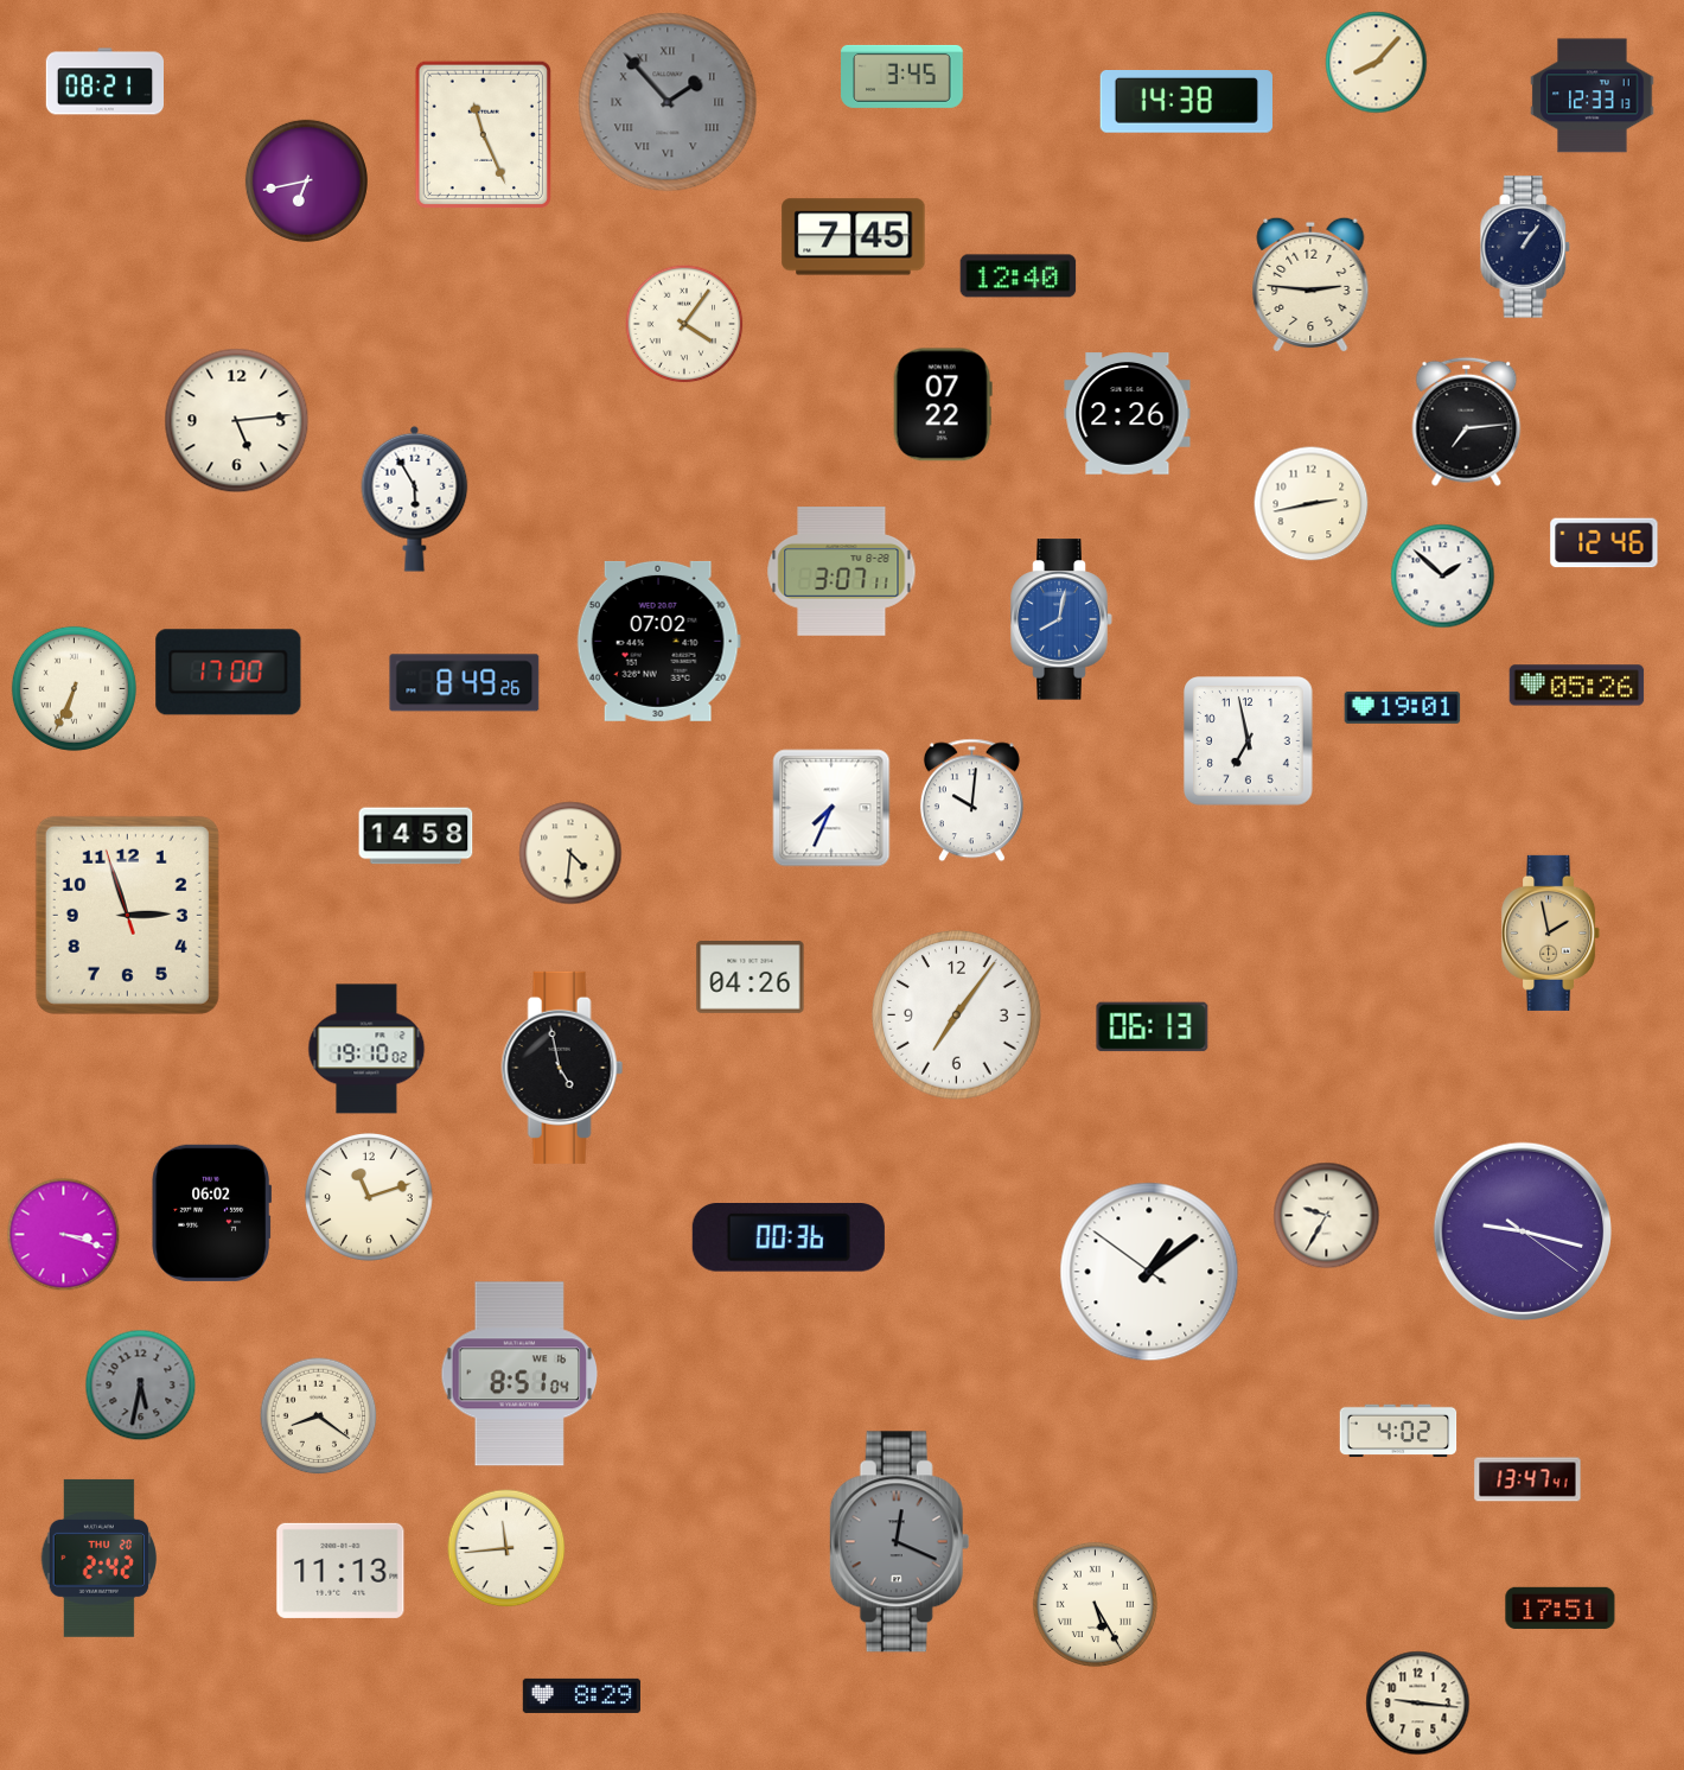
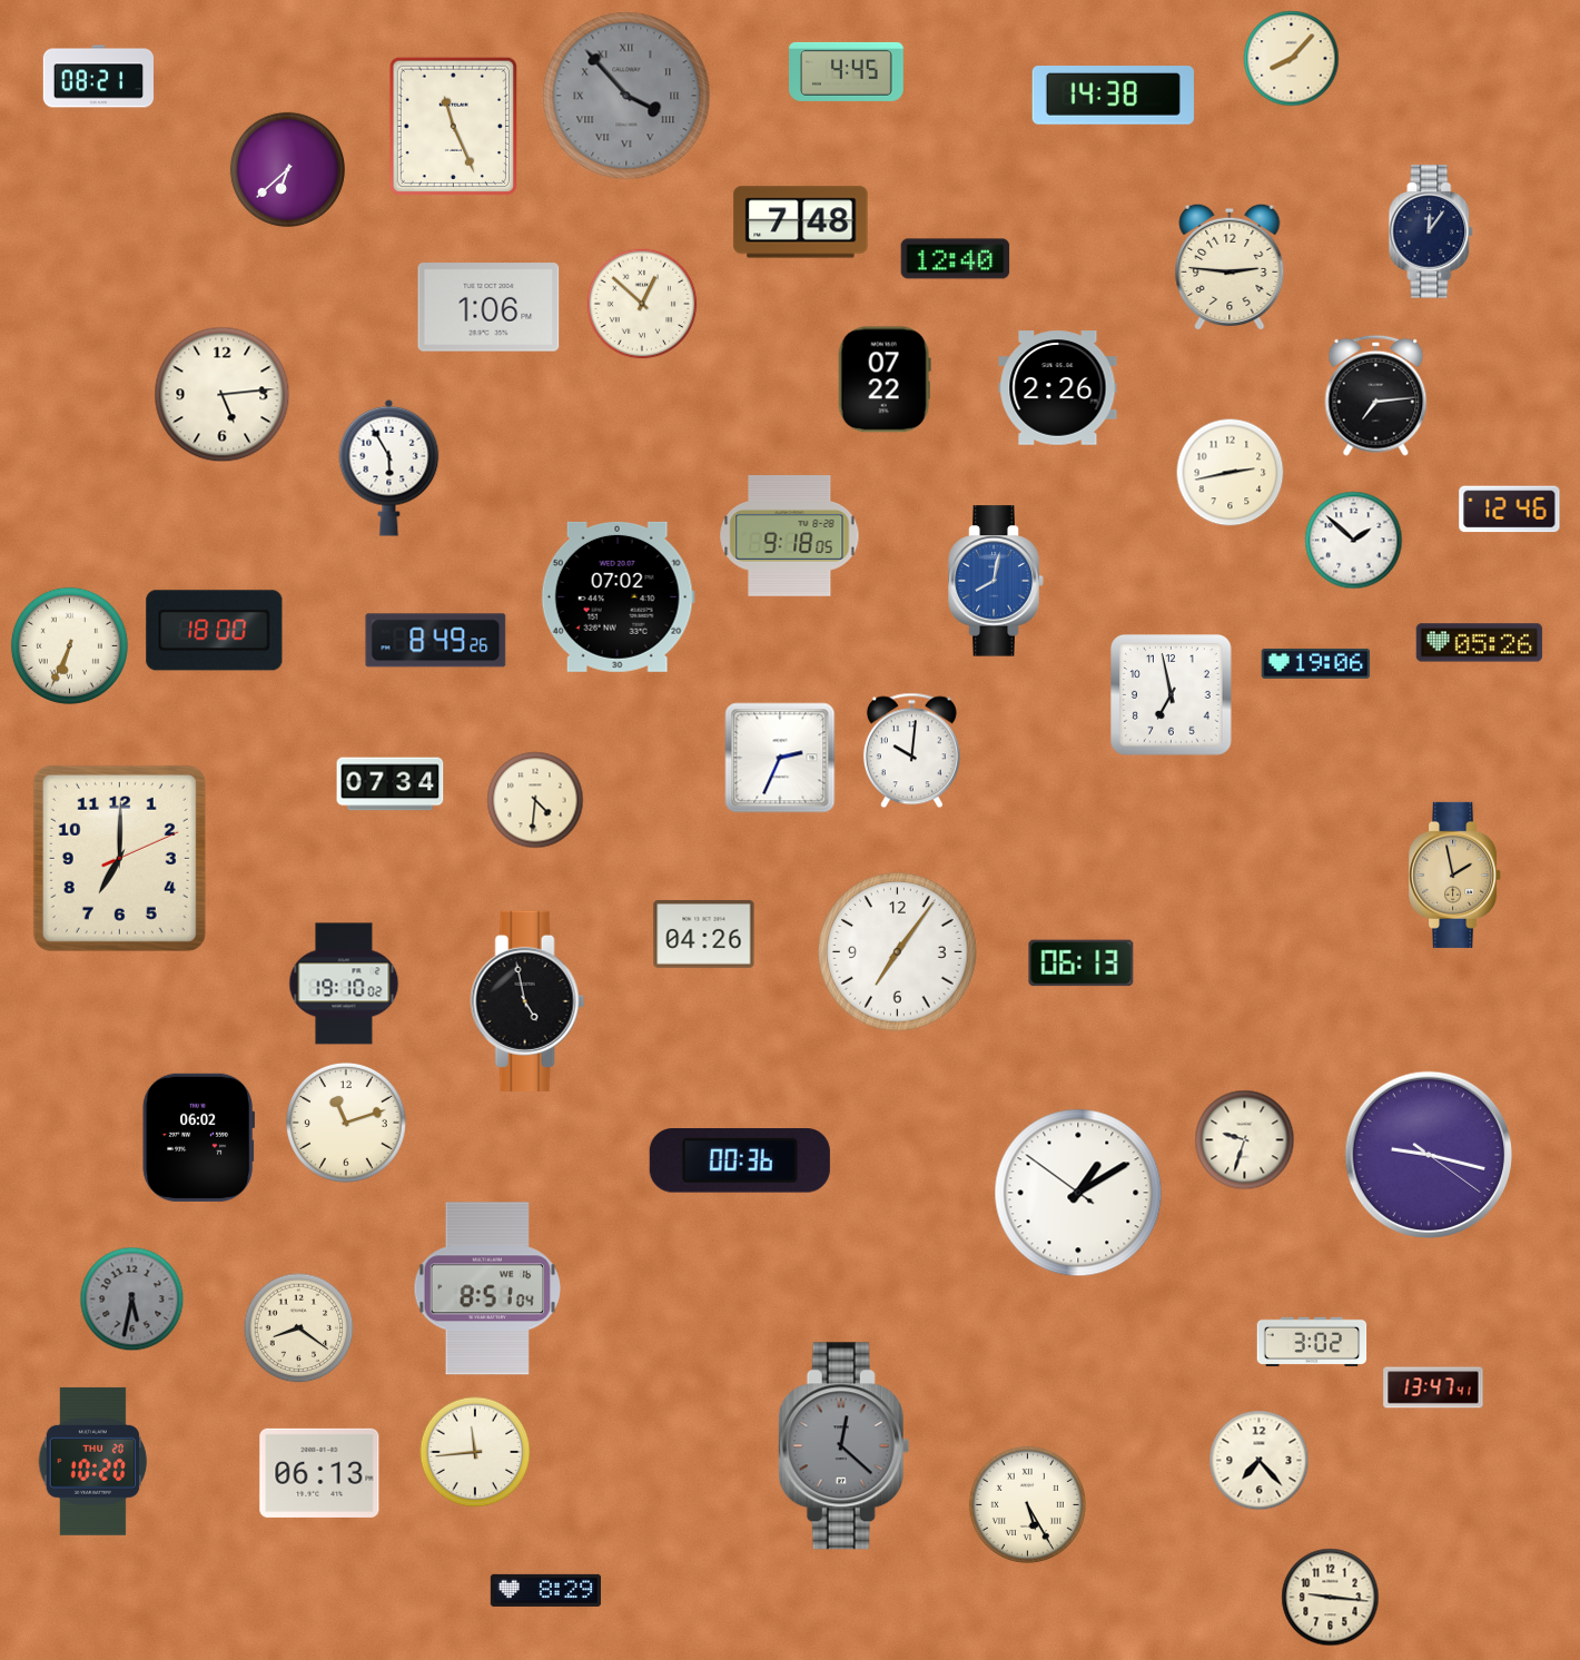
clock at (902, 76): 3:45 -> 4:45
clock at (1593, 96): 12:33 -> none
clock at (668, 102): 1:53 -> 3:53
clock at (306, 180): 6:43 -> 6:38
clock at (854, 237): 7:45 -> 7:48
clock at (1525, 247): 1:06 -> 12:06
clock at (684, 324): 4:06 -> 12:52
clock at (488, 307): none -> 1:06
clock at (1605, 543) position: (1605, 543) -> (1510, 510)
clock at (842, 572): 3:07 -> 9:18
clock at (658, 641) position: (658, 641) -> (618, 596)
clock at (229, 673): 17:00 -> 18:00
clock at (1403, 707): 19:01 -> 19:06
clock at (831, 808): 7:34 -> 2:34
clock at (416, 836): 14:58 -> 07:34
clock at (127, 915): 2:56 -> 7:00
clock at (751, 978) position: (751, 978) -> (704, 935)
clock at (1327, 1216): 9:35 -> 9:33
clock at (64, 1235): 3:18 -> none
clock at (1149, 1272): 1:08 -> 1:09
clock at (1398, 1431): 4:02 -> 3:02
clock at (900, 1542): 12:19 -> 12:22
clock at (100, 1558): 2:42 -> 10:20
clock at (1260, 1461): none -> 7:23
clock at (340, 1571): 11:13 -> 06:13
clock at (1561, 1607): 17:51 -> none
